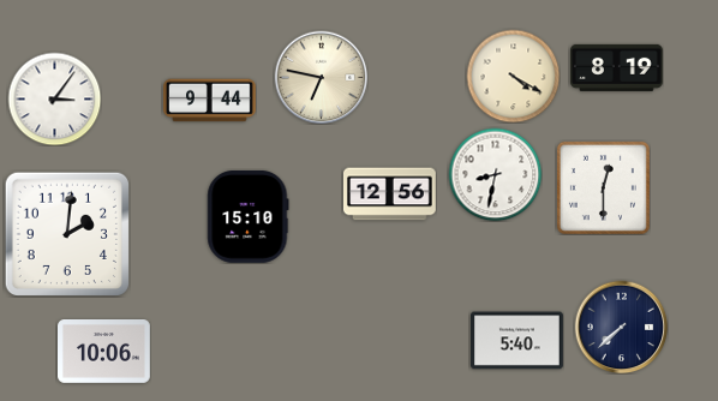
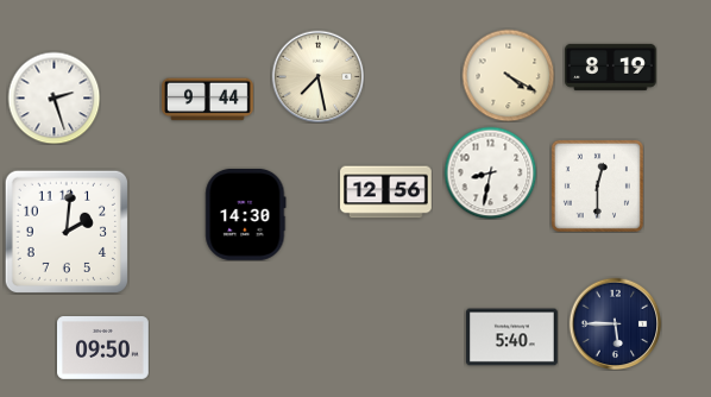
clock at (321, 77): 6:47 -> 7:28
clock at (54, 98): 3:06 -> 2:27
clock at (249, 216): 15:10 -> 14:30
clock at (621, 327): 7:38 -> 5:45
clock at (104, 352): 10:06 -> 09:50
